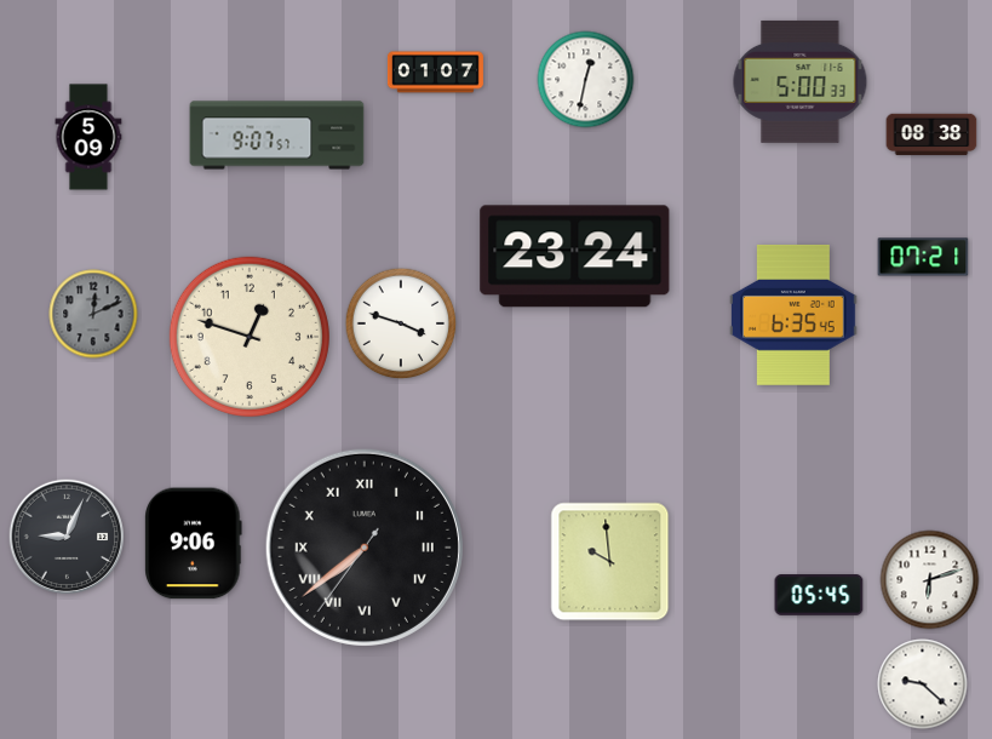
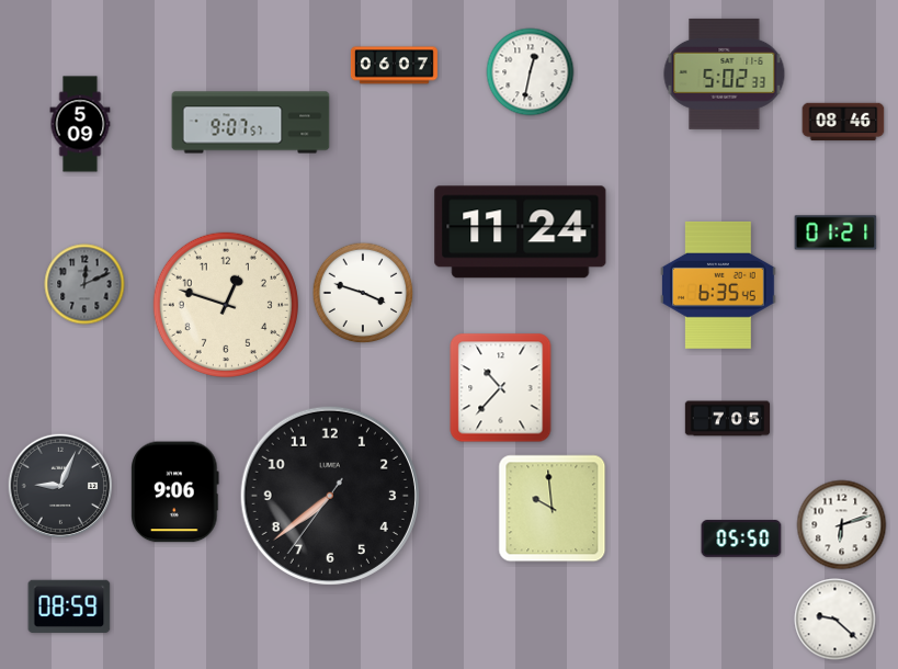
clock at (435, 73): 01:07 -> 06:07
clock at (801, 81): 5:00 -> 5:02
clock at (931, 134): 08:38 -> 08:46
clock at (575, 257): 23:24 -> 11:24
clock at (923, 257): 07:21 -> 01:21
clock at (501, 388): none -> 10:37
clock at (728, 419): none -> 7:05
clock at (365, 548) numerals: Roman -> Arabic
clock at (819, 595): 05:45 -> 05:50
clock at (69, 606): none -> 08:59
